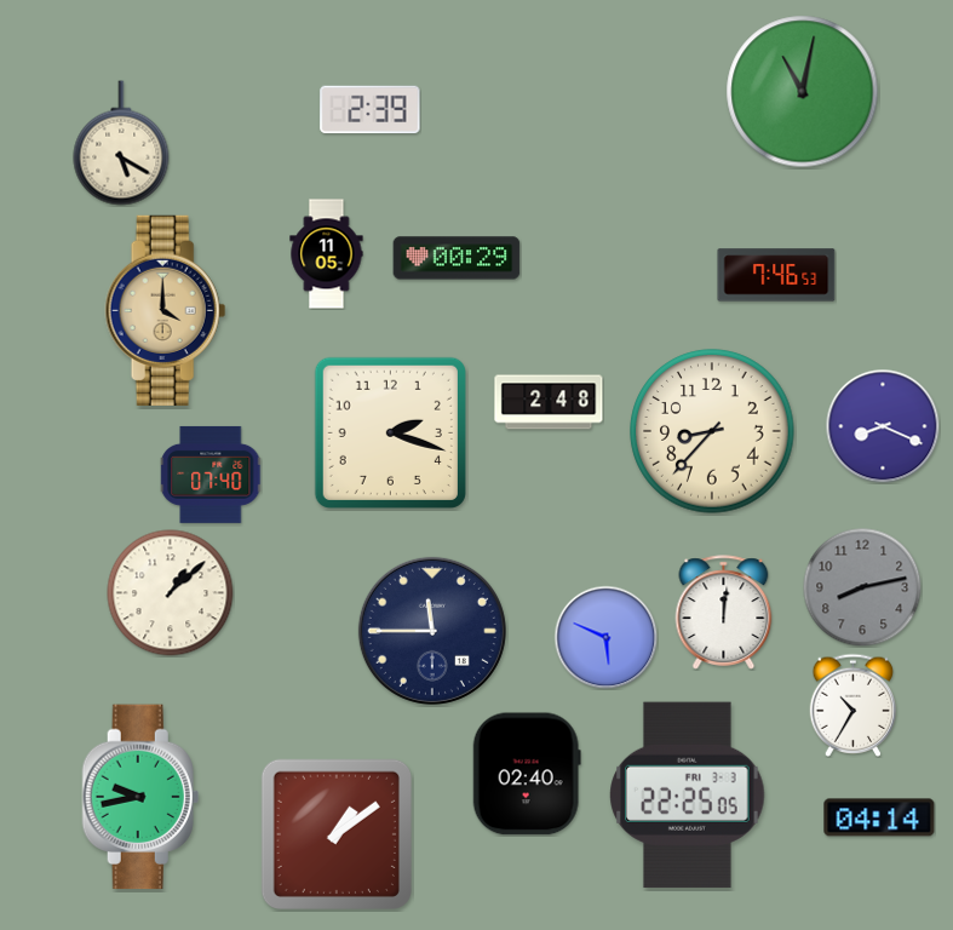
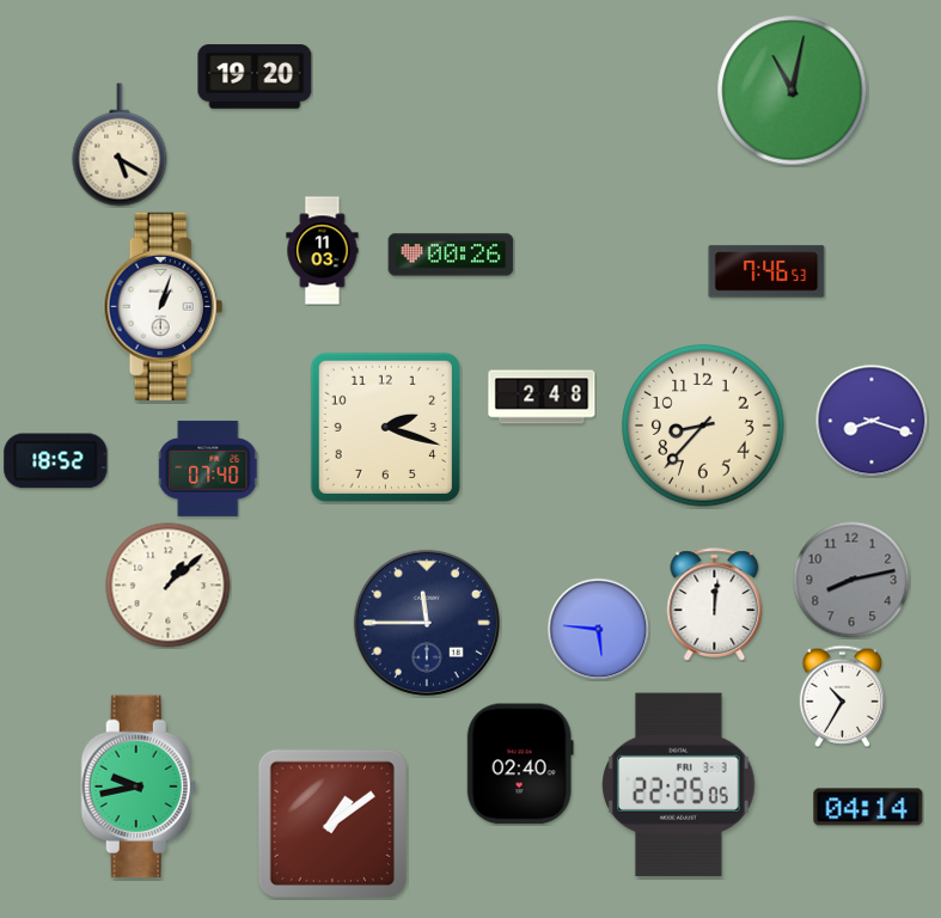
clock at (255, 76): none -> 19:20
clock at (371, 110): 2:39 -> none
clock at (121, 143) position: (121, 143) -> (120, 145)
clock at (327, 254): 11:05 -> 11:03
clock at (457, 258): 00:29 -> 00:26
clock at (166, 310): 4:00 -> 1:03
clock at (166, 310) dial: champagne -> white
clock at (883, 426): 8:19 -> 8:18
clock at (56, 461): none -> 18:52
clock at (605, 637): 5:49 -> 5:46
